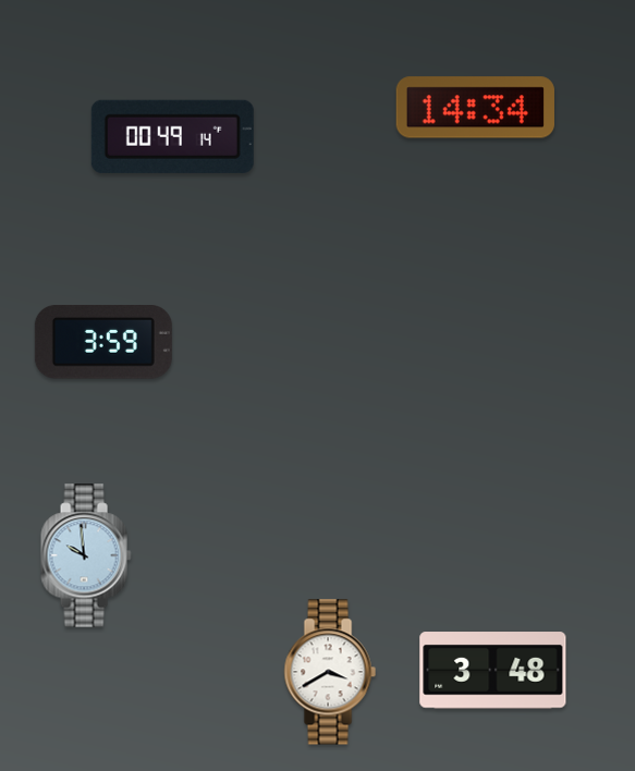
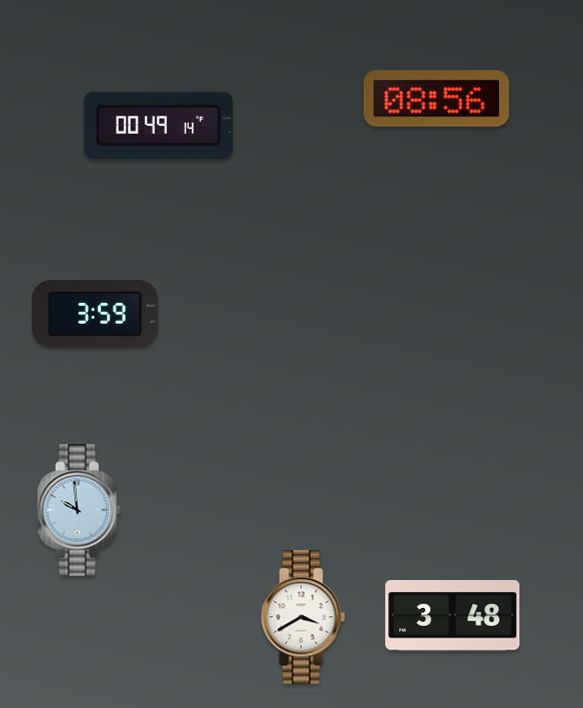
clock at (475, 108): 14:34 -> 08:56
